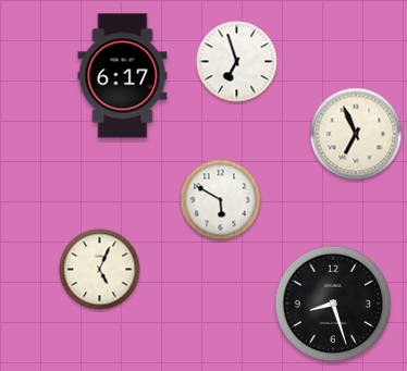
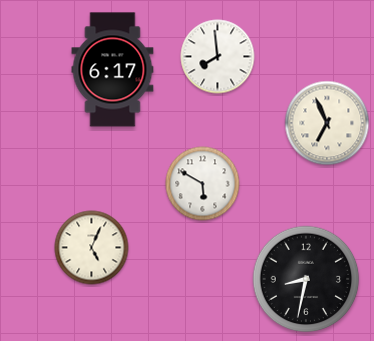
clock at (237, 62): 6:57 -> 7:59
clock at (333, 304): 8:27 -> 8:32
